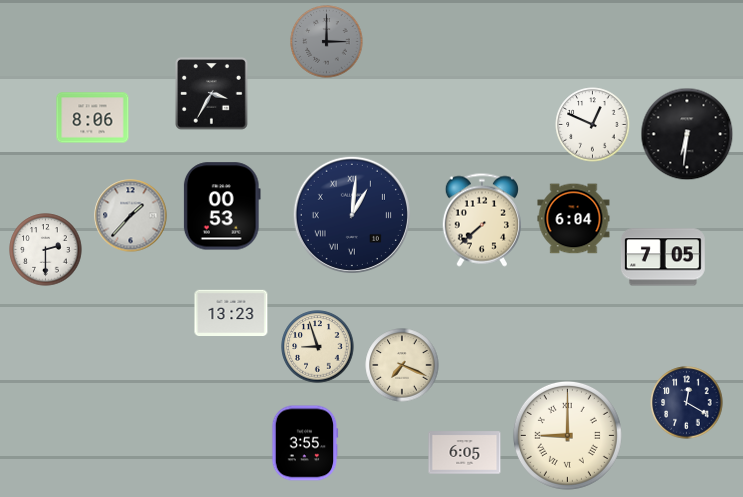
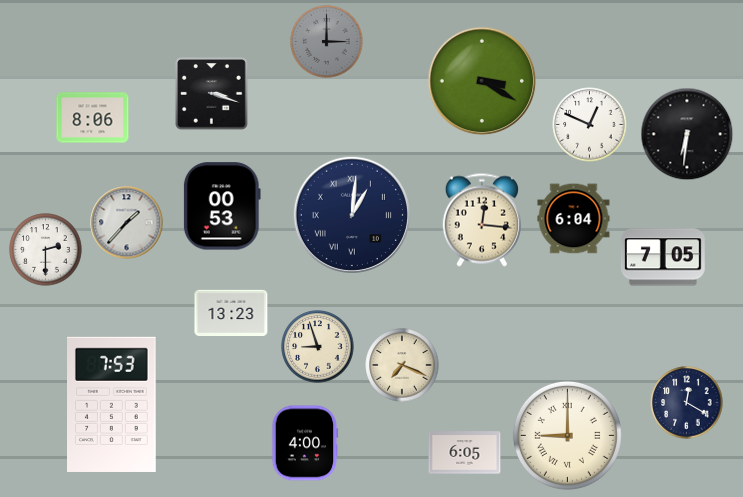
clock at (482, 81): none -> 3:20
clock at (212, 94): 3:35 -> 3:18
clock at (593, 125) position: (593, 125) -> (590, 125)
clock at (131, 216) position: (131, 216) -> (127, 223)
clock at (482, 220): 7:38 -> 12:16
clock at (112, 404): none -> 7:53
clock at (305, 443): 3:55 -> 4:00
